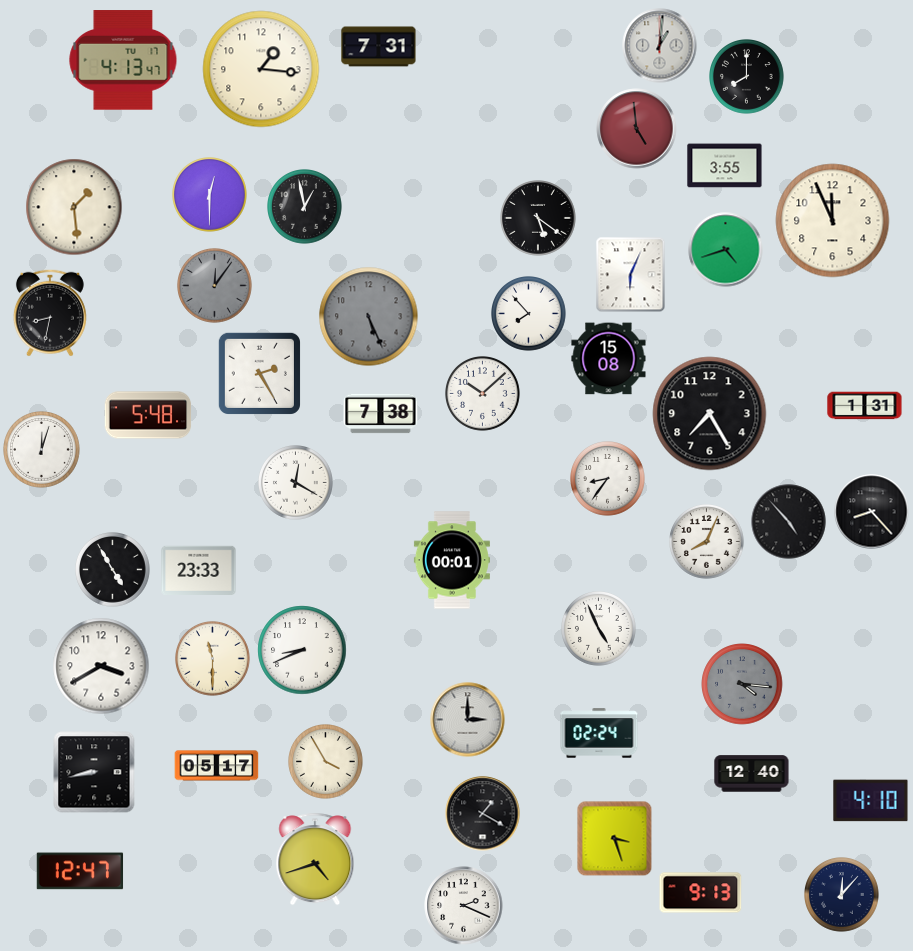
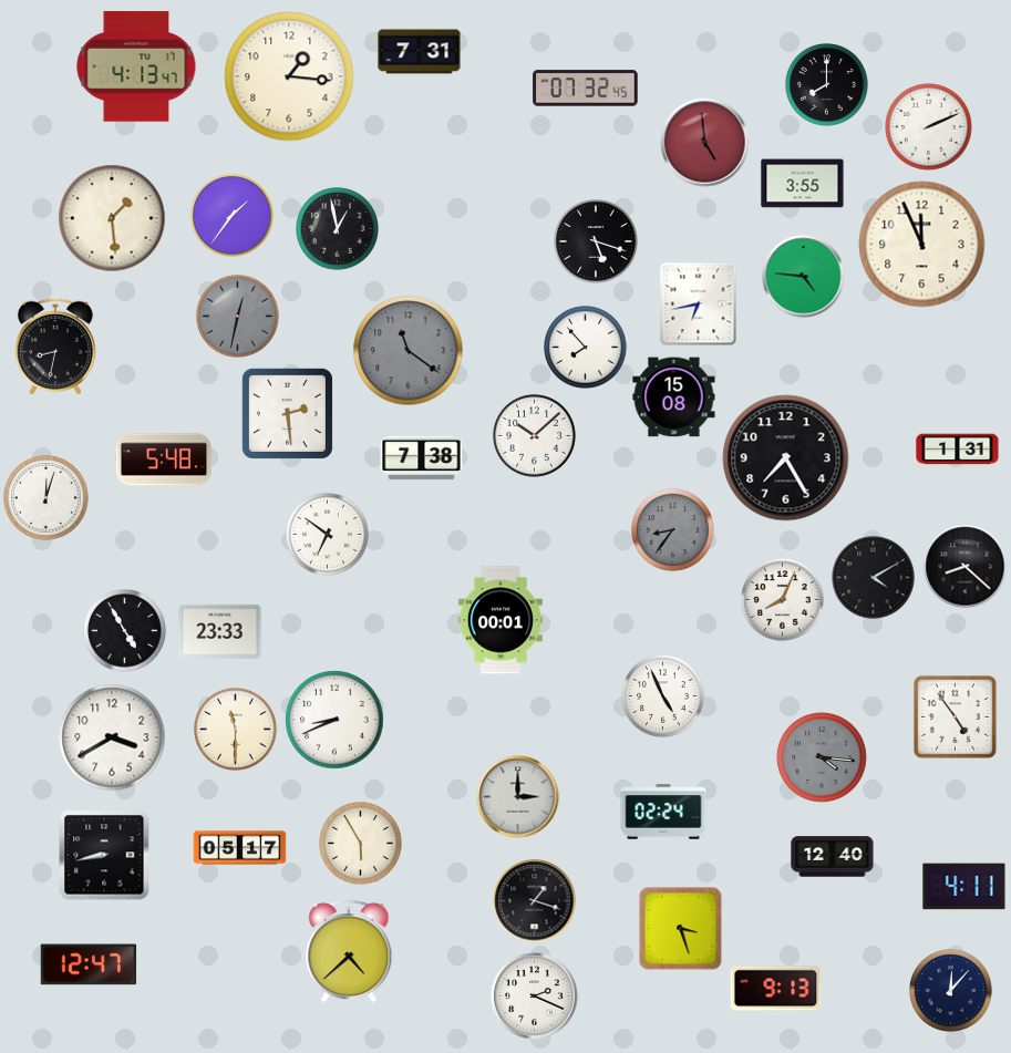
clock at (660, 46): 1:01 -> none
clock at (586, 89): none -> 07:32
clock at (929, 127): none -> 2:11
clock at (210, 195): 12:30 -> 1:36
clock at (74, 207) position: (74, 207) -> (112, 218)
clock at (539, 219): 5:21 -> 5:18
clock at (726, 250): 4:42 -> 4:46
clock at (631, 275): 6:04 -> 6:43
clock at (215, 286): 12:06 -> 12:32
clock at (369, 317): 5:26 -> 11:21
clock at (259, 373): 2:25 -> 2:29
clock at (608, 479) dial: white -> grey
clock at (296, 483): 12:20 -> 6:51
clock at (872, 512): 8:23 -> 8:22
clock at (789, 522): 4:53 -> 4:10
clock at (955, 716): none -> 4:54
clock at (326, 762): 3:55 -> 5:55
clock at (871, 801): 4:10 -> 4:11
clock at (483, 814): 1:20 -> 1:18
clock at (315, 859): 4:42 -> 4:38
clock at (842, 895) position: (842, 895) -> (951, 991)
clock at (464, 906) position: (464, 906) -> (535, 997)
